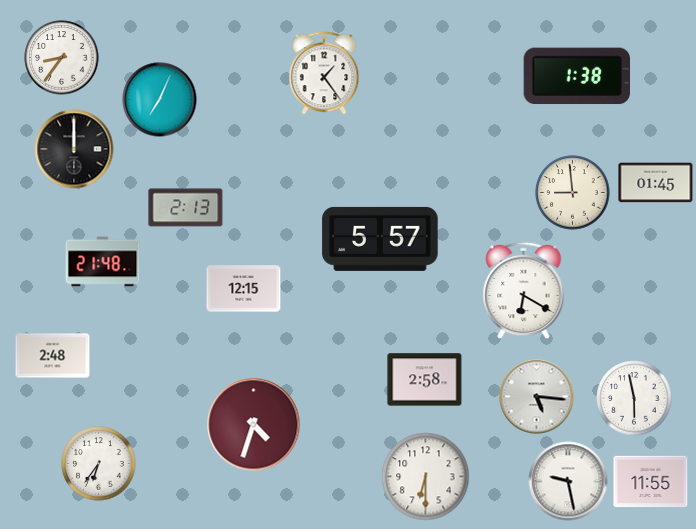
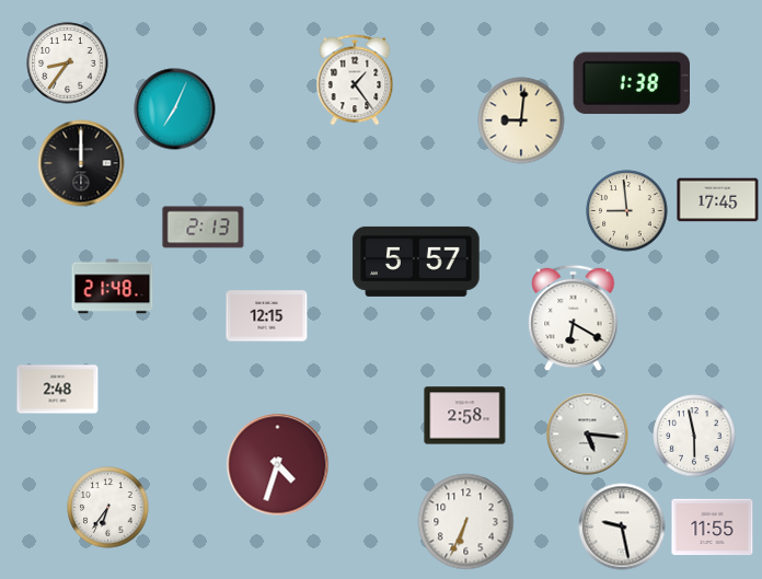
clock at (521, 120): none -> 9:01
clock at (656, 183): 01:45 -> 17:45
clock at (426, 477): 6:30 -> 6:34
